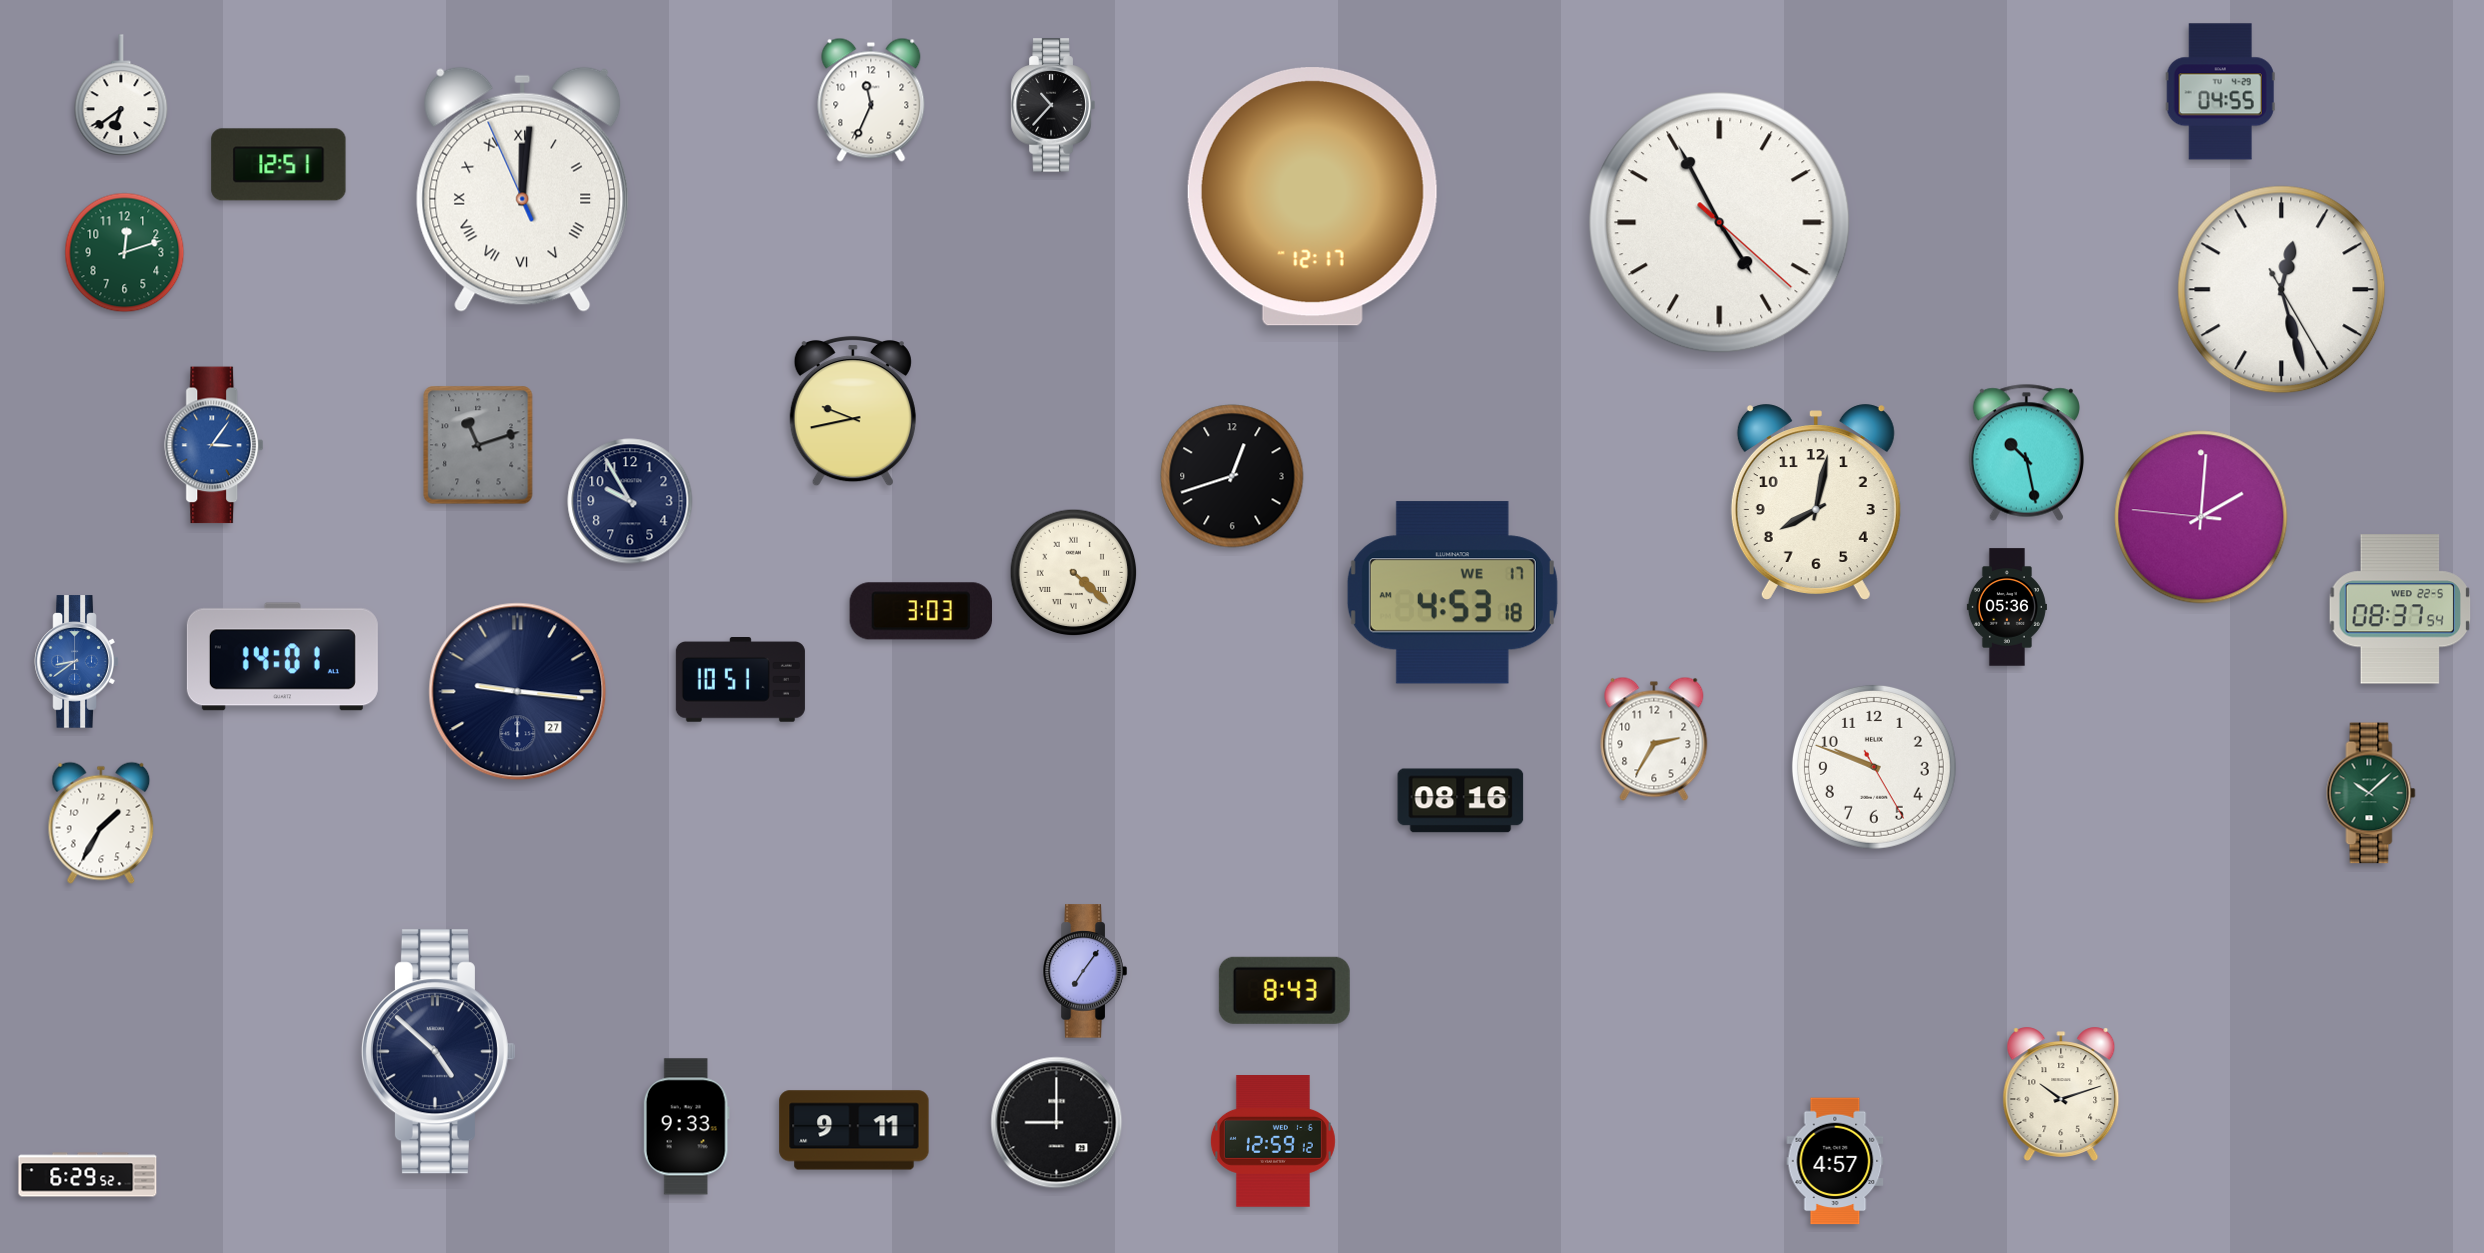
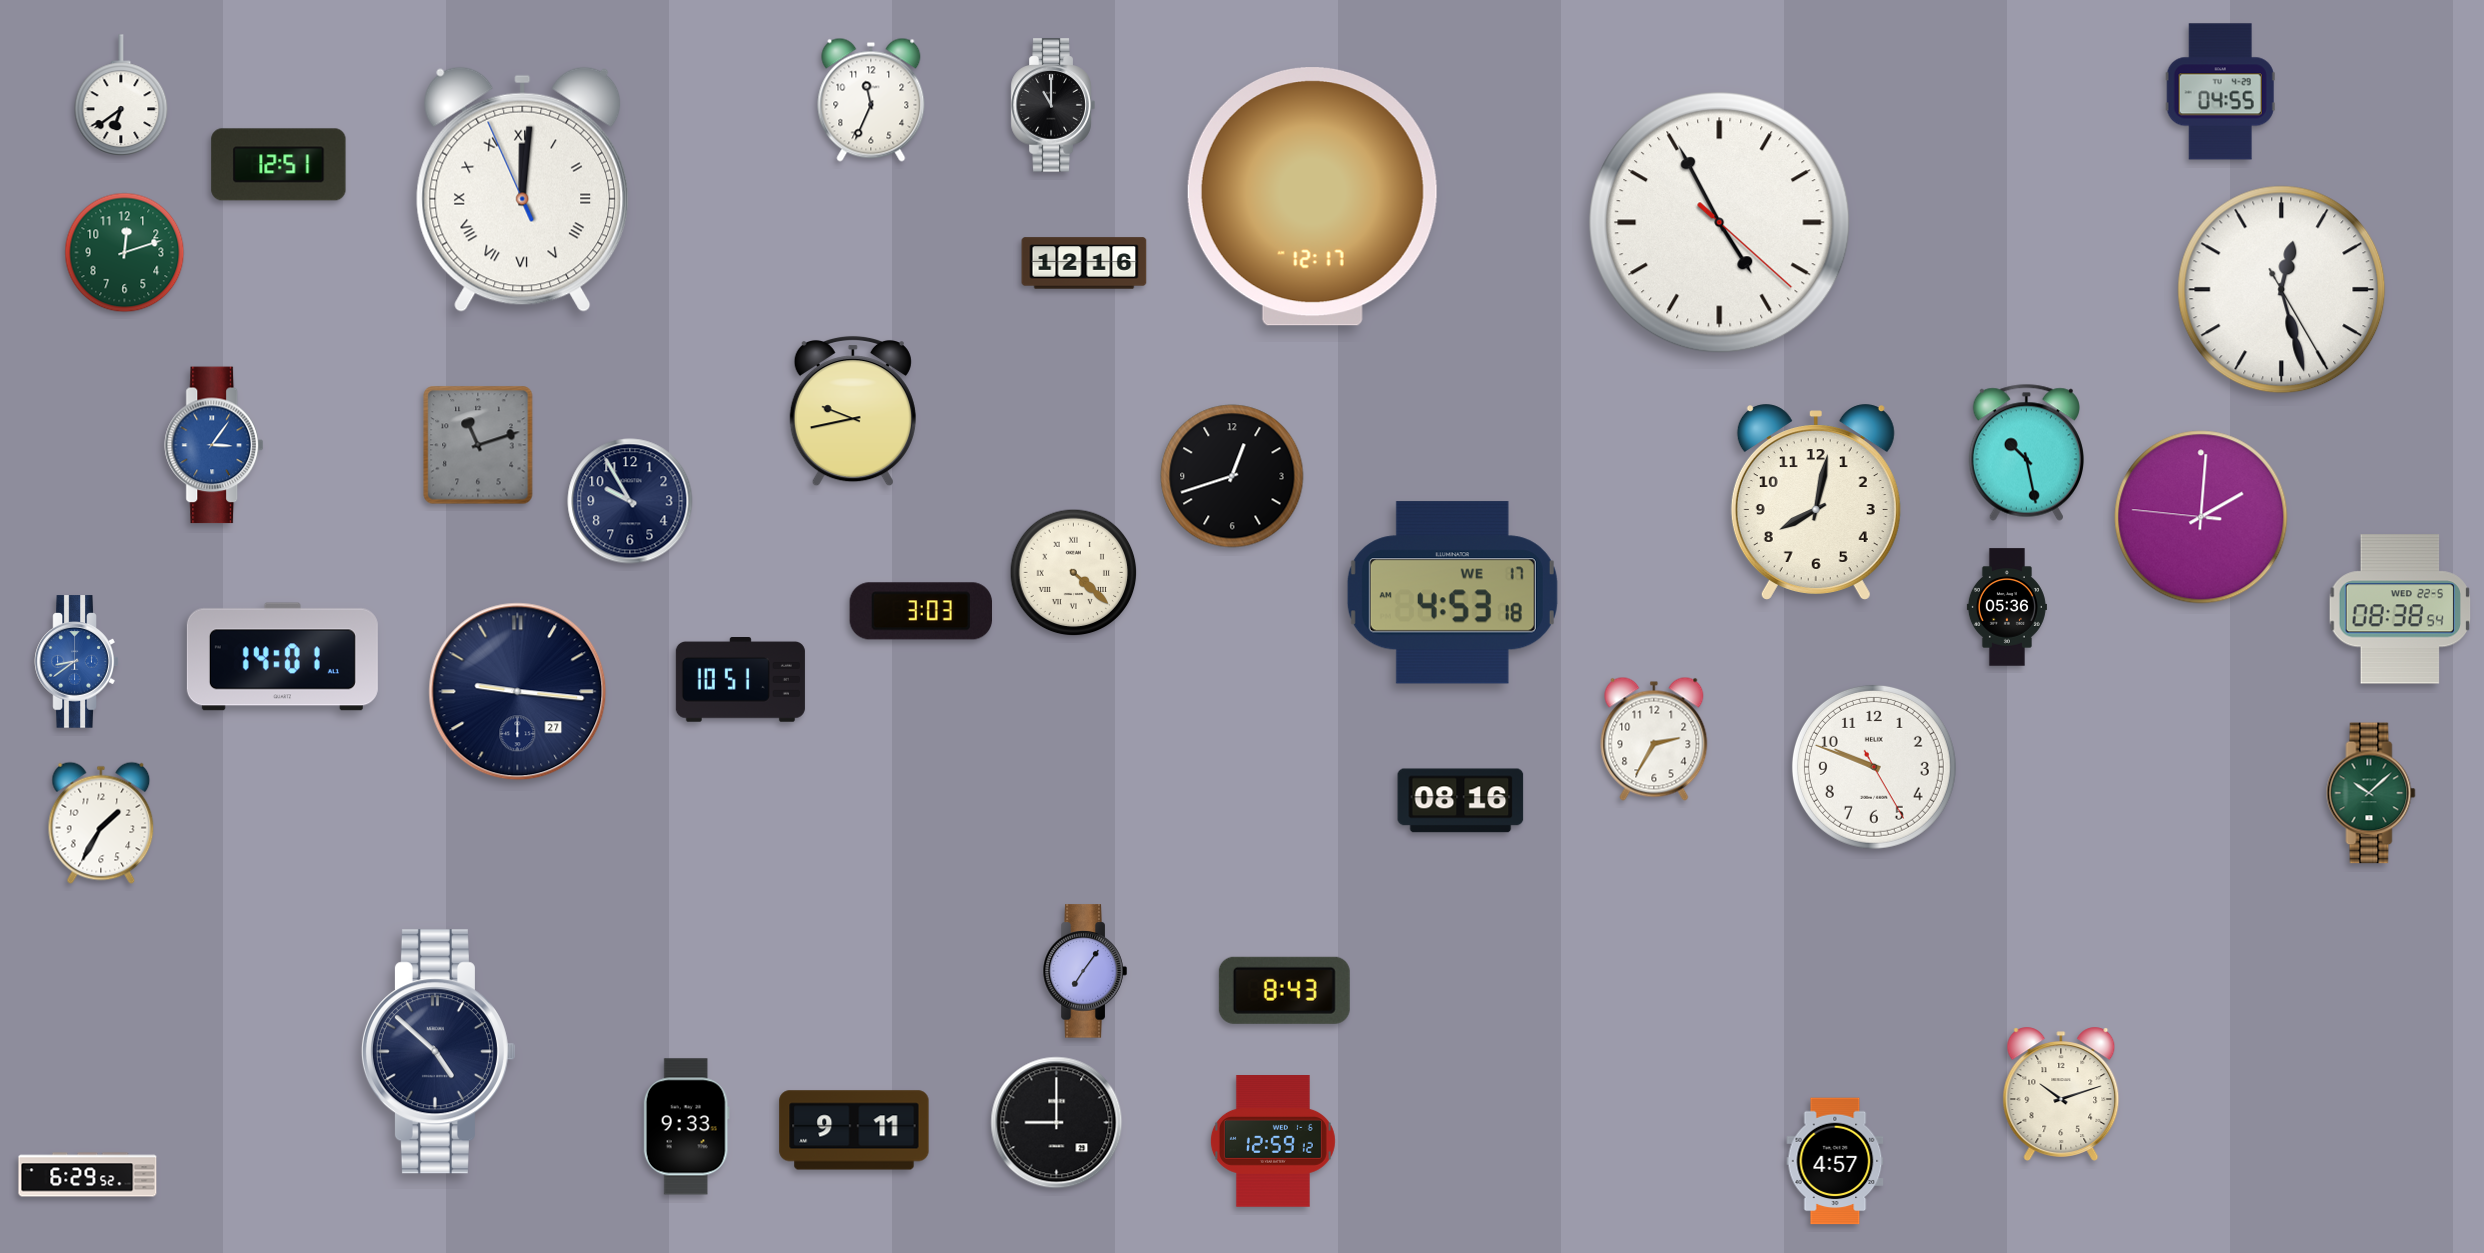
clock at (1053, 105): 10:37 -> 11:00
clock at (1084, 263): none -> 12:16
clock at (2399, 609): 08:37 -> 08:38
